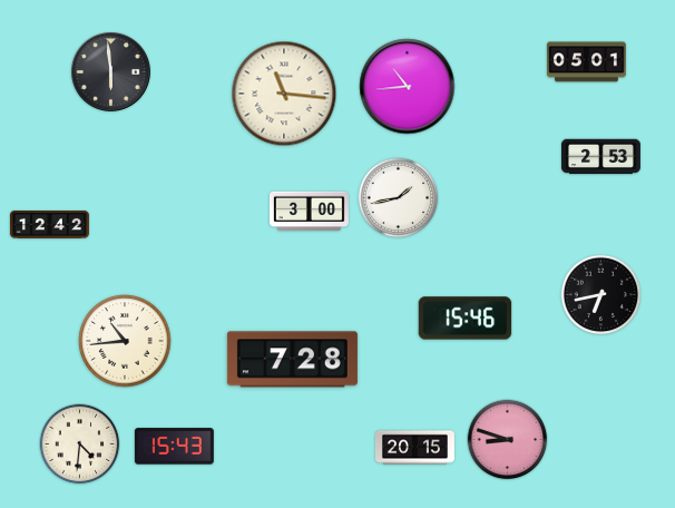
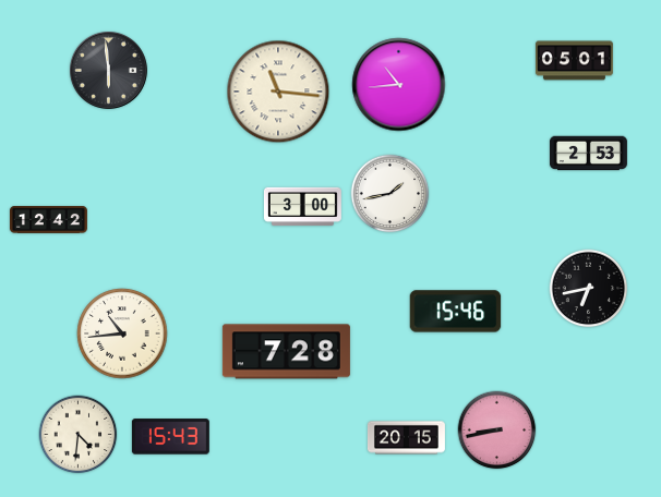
clock at (508, 440): 8:48 -> 8:43
